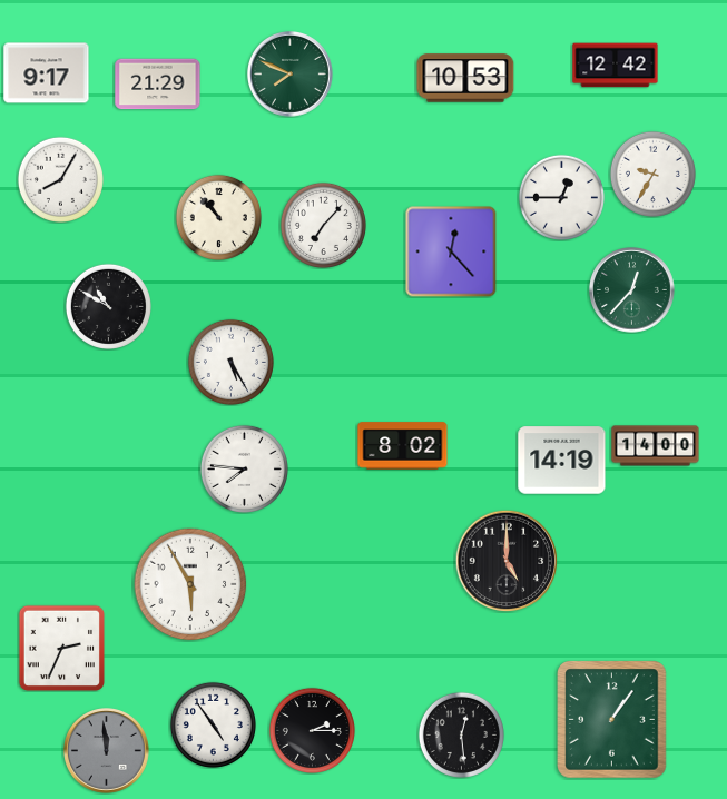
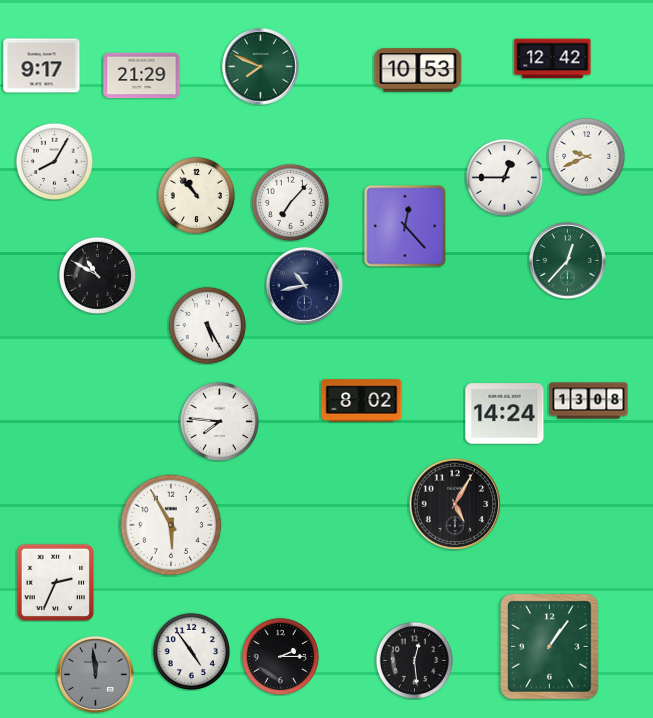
clock at (652, 174): 9:35 -> 9:41
clock at (305, 286): none -> 10:43
clock at (656, 446): 14:00 -> 13:08
clock at (562, 461): 14:19 -> 14:24
clock at (507, 561): 5:00 -> 5:05
